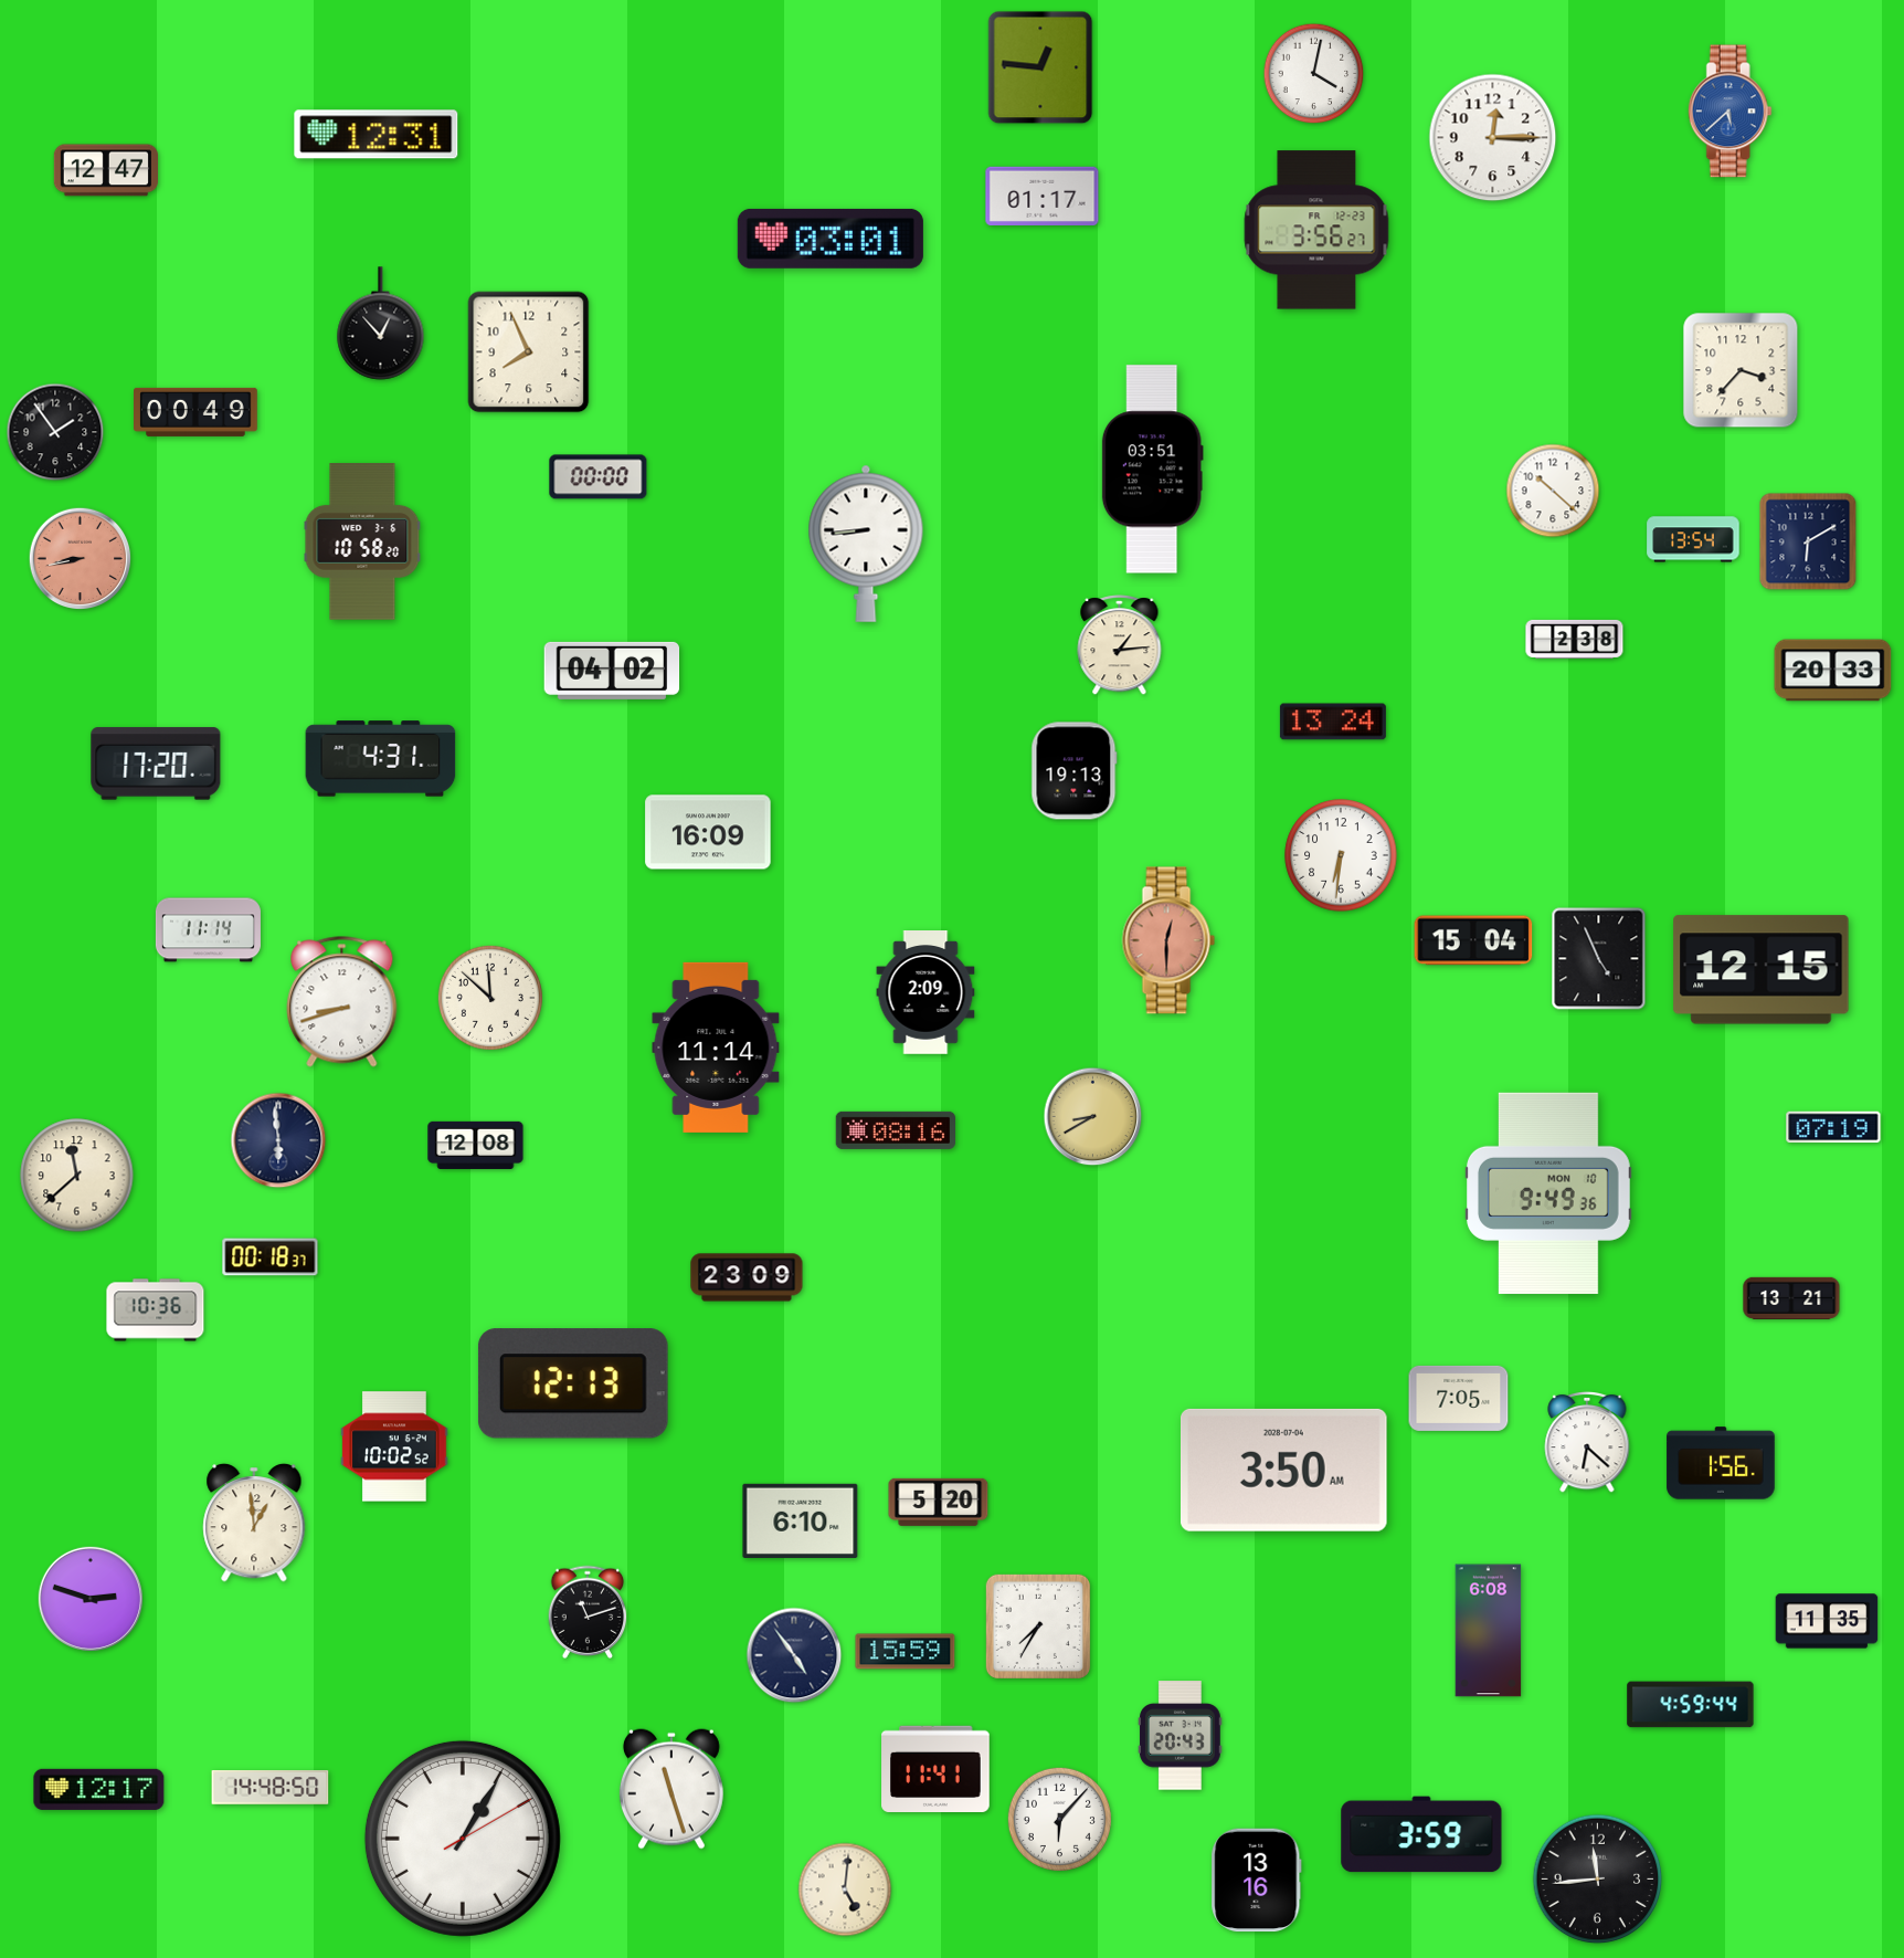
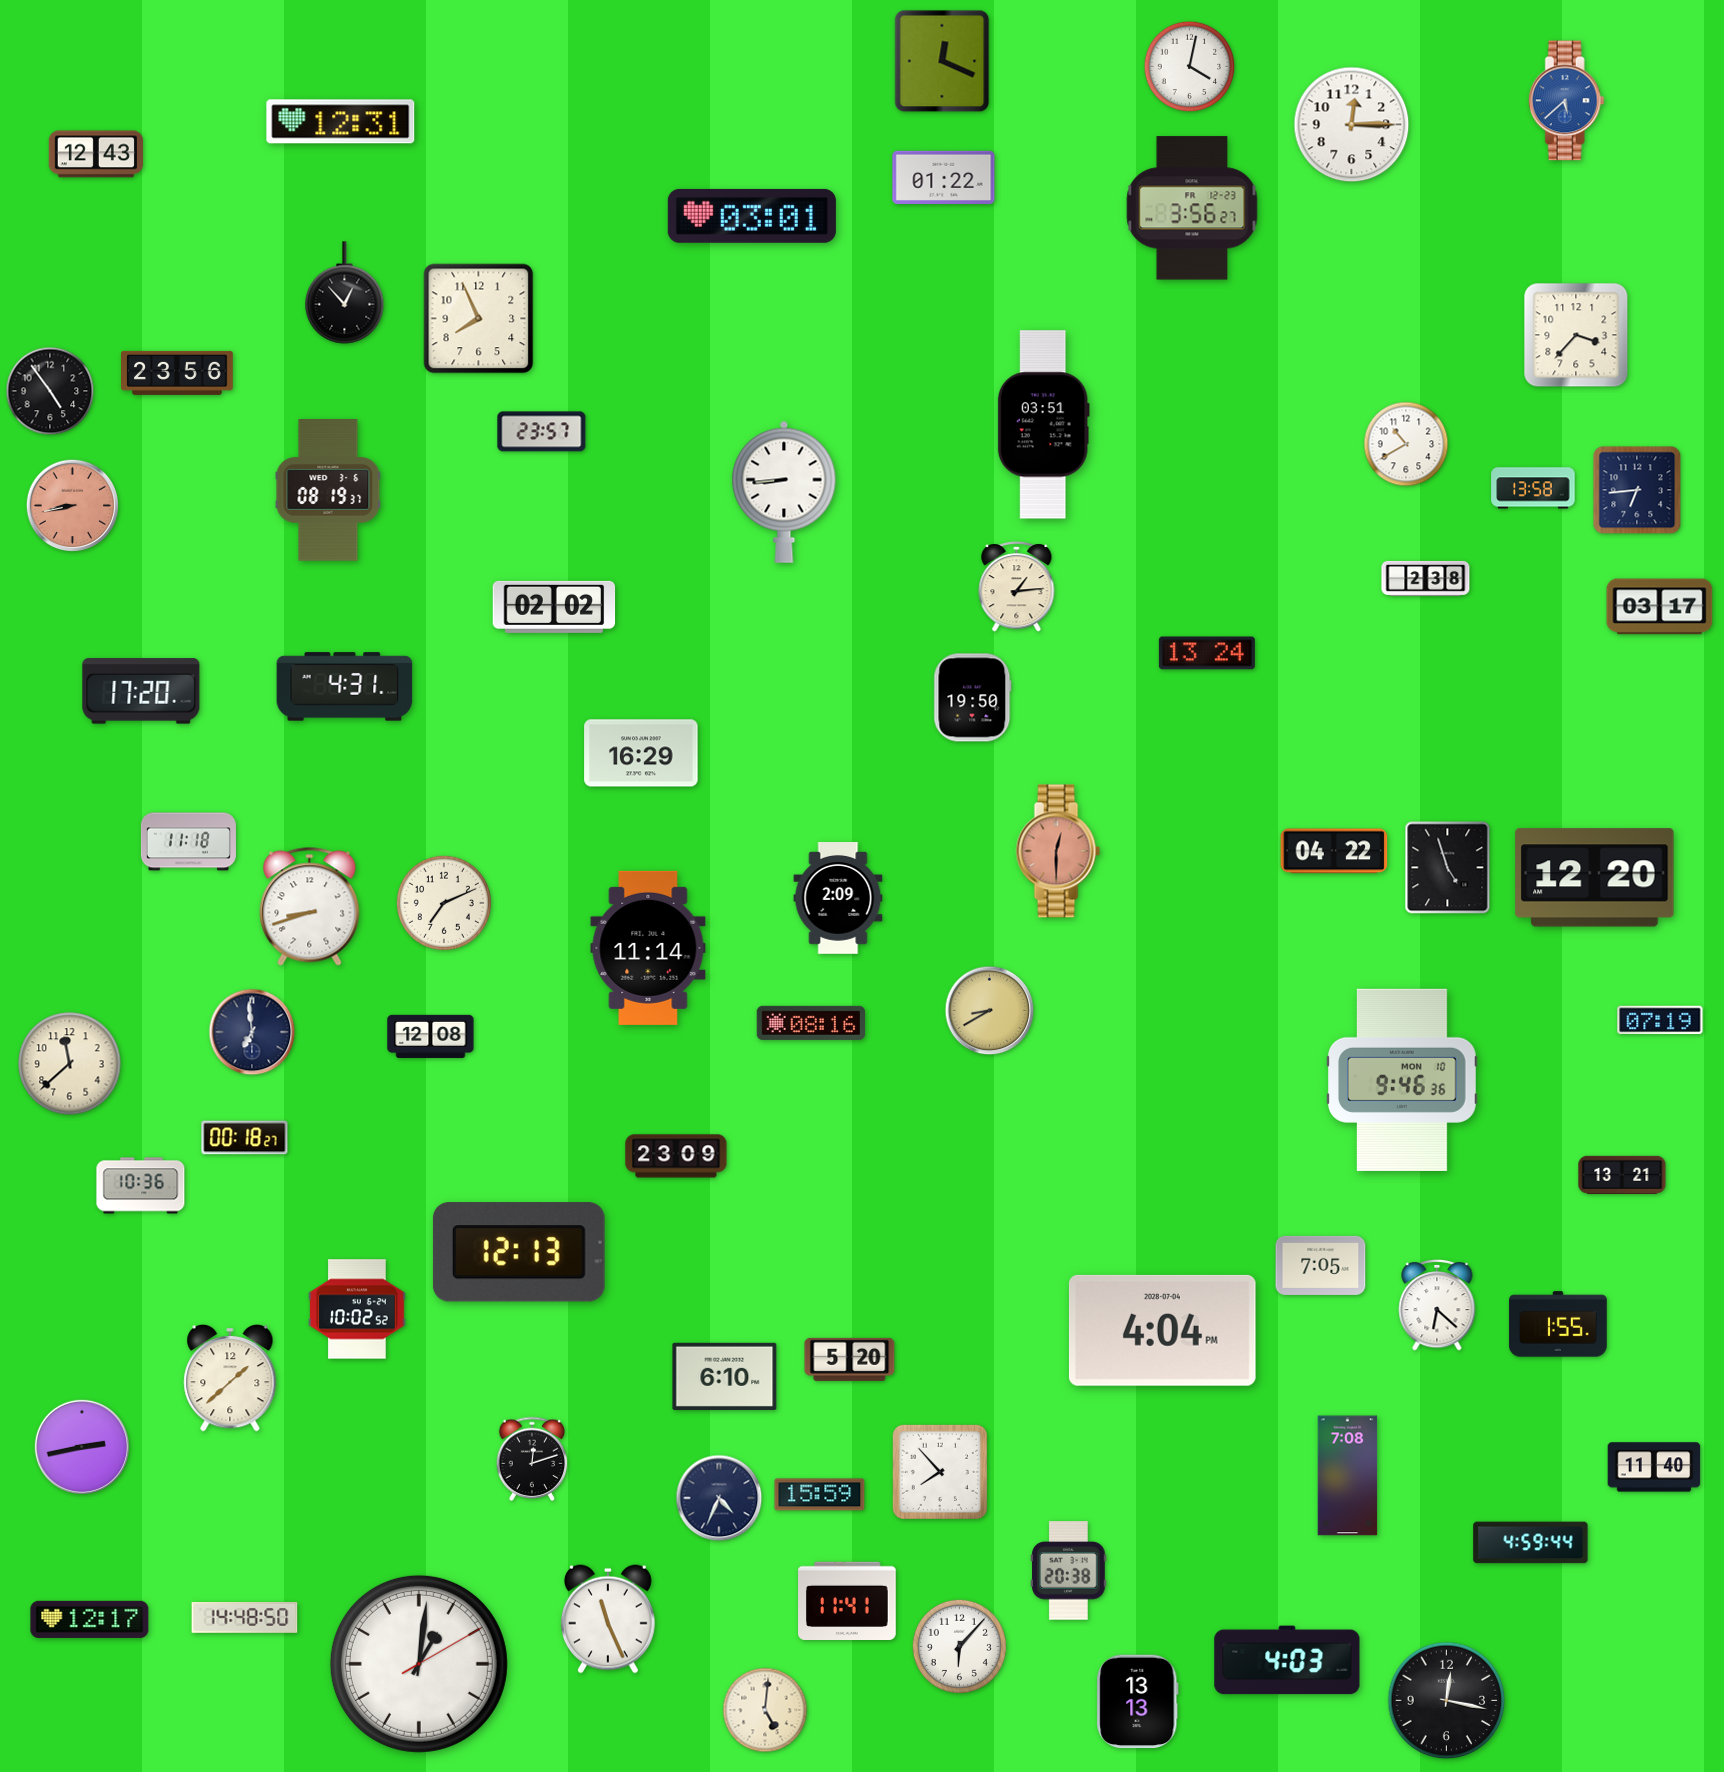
clock at (1040, 67): 12:46 -> 12:19
clock at (106, 170): 12:47 -> 12:43
clock at (1043, 196): 01:17 -> 01:22
clock at (197, 412): 00:49 -> 23:56
clock at (55, 432): 1:54 -> 4:54
clock at (599, 477): 00:00 -> 23:57
clock at (1553, 491): 10:22 -> 10:40
clock at (1693, 539): 13:54 -> 13:58
clock at (362, 541): 10:58 -> 08:19
clock at (1808, 541): 6:10 -> 6:44
clock at (1120, 645) position: (1120, 645) -> (1017, 587)
clock at (612, 671): 04:02 -> 02:02
clock at (1833, 671): 20:33 -> 03:17
clock at (1075, 771): 19:13 -> 19:50
clock at (708, 832): 16:09 -> 16:29
clock at (1341, 855): 6:31 -> none
clock at (208, 930): 11:14 -> 11:18
clock at (1473, 940): 15:04 -> 04:22
clock at (1599, 959): 4:56 -> 4:57
clock at (1762, 970): 12:15 -> 12:20
clock at (490, 998): 11:52 -> 7:11
clock at (278, 1140): 5:59 -> 6:59
clock at (1549, 1193): 9:49 -> 9:46
clock at (271, 1257): 00:18:37 -> 00:18:27
clock at (1721, 1463): 1:56 -> 1:55
clock at (1283, 1470): 3:50 -> 4:04
clock at (254, 1523): 12:59 -> 1:38
clock at (91, 1599): 2:48 -> 2:43
clock at (588, 1612): 11:12 -> 12:12
clock at (1827, 1621): 11:35 -> 11:40
clock at (1038, 1627): 7:35 -> 7:53
clock at (1489, 1631): 6:08 -> 7:08
clock at (794, 1655): 4:54 -> 4:34
clock at (1181, 1736): 20:43 -> 20:38
clock at (671, 1789): 11:27 -> 11:26
clock at (1421, 1834): 3:59 -> 4:03
clock at (463, 1839): 1:05 -> 1:01
clock at (1598, 1880): 11:44 -> 12:17
clock at (1257, 1881): 13:16 -> 13:13
